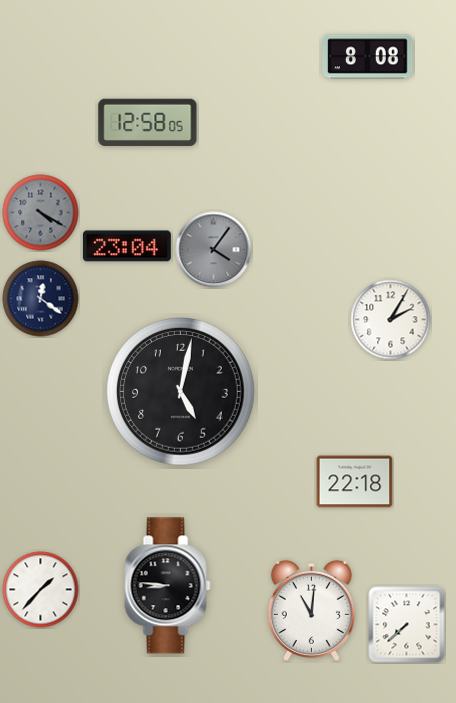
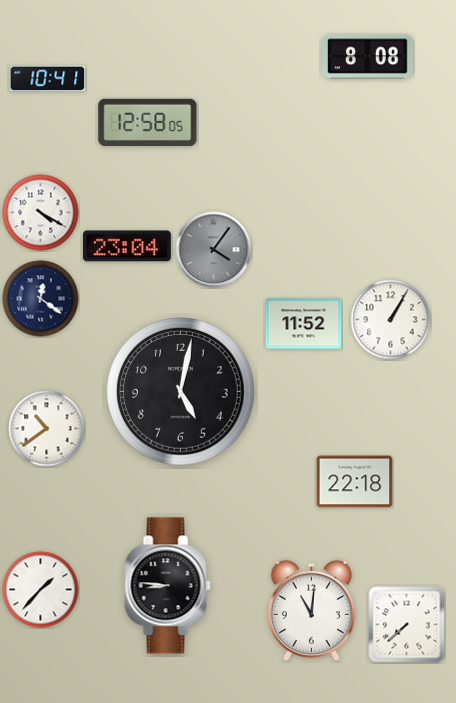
clock at (48, 79): none -> 10:41
clock at (41, 213) dial: grey -> white
clock at (391, 320): 2:05 -> 1:05
clock at (304, 324): none -> 11:52
clock at (47, 429): none -> 10:39
